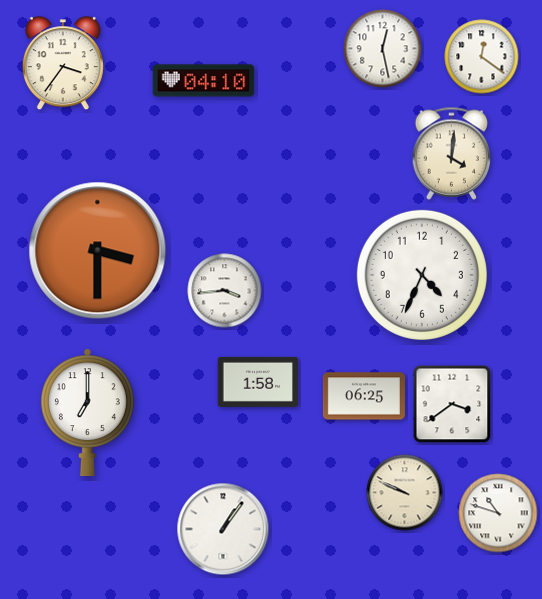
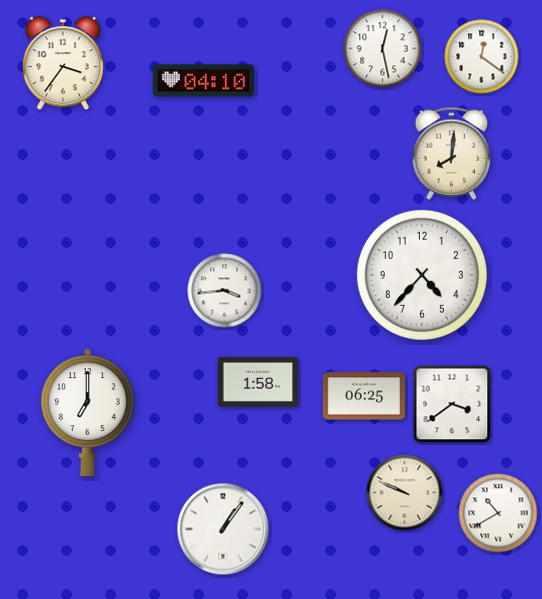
clock at (452, 153): 4:01 -> 8:01
clock at (98, 251): 3:30 -> none
clock at (422, 275): 4:34 -> 4:37
clock at (498, 513): 10:48 -> 10:40
